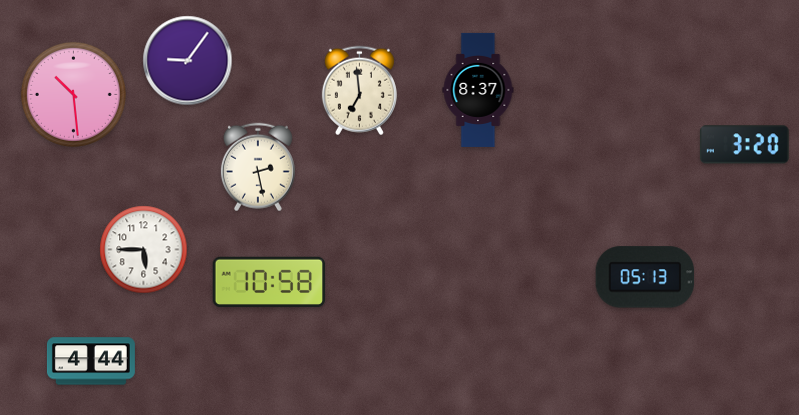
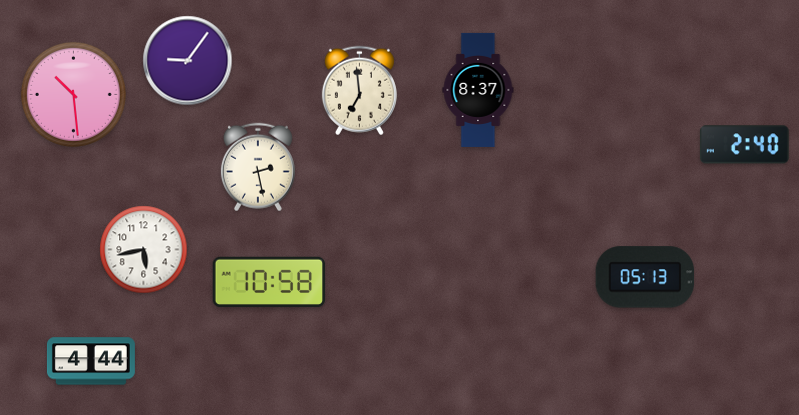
clock at (744, 145): 3:20 -> 2:40
clock at (144, 250): 5:45 -> 5:43
